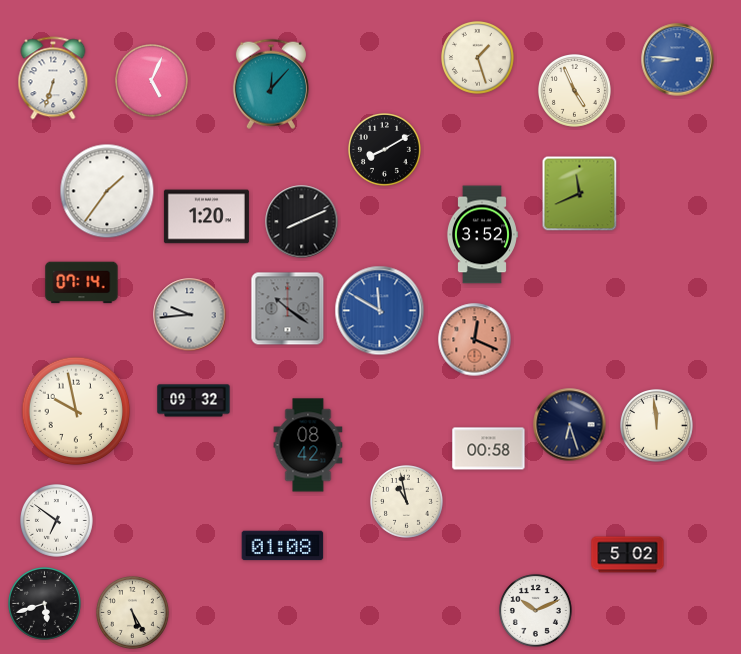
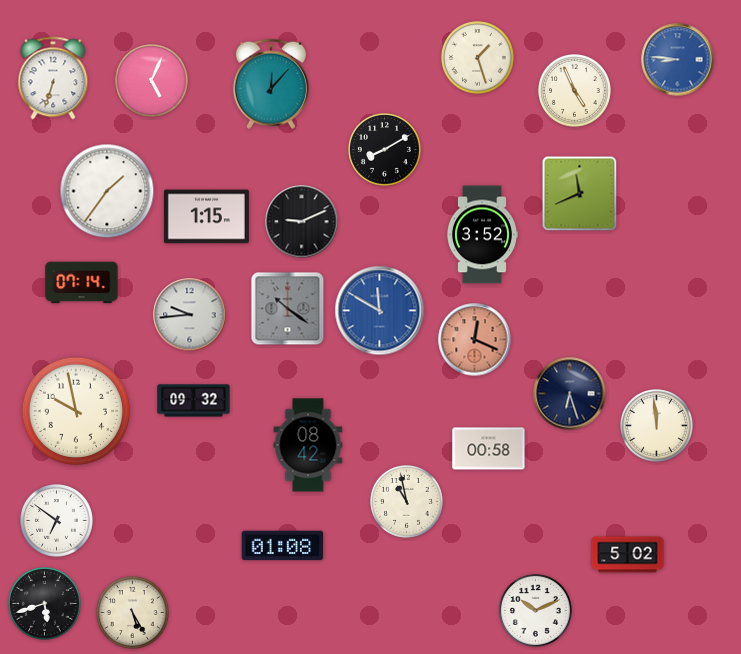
clock at (206, 217): 1:20 -> 1:15
clock at (302, 222): 8:11 -> 9:11
clock at (570, 425) position: (570, 425) -> (570, 394)
